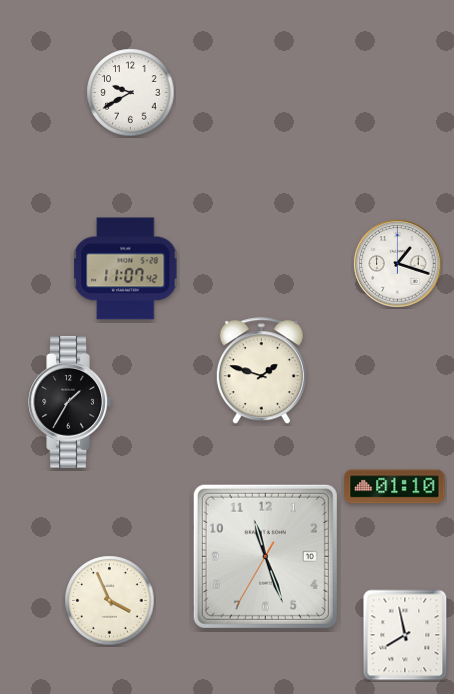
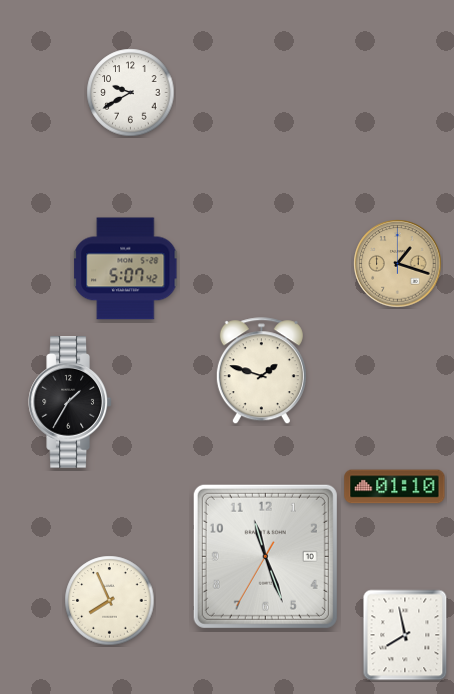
clock at (398, 264) dial: white -> champagne
clock at (126, 269): 11:07 -> 5:07
clock at (110, 601): 3:56 -> 7:56
